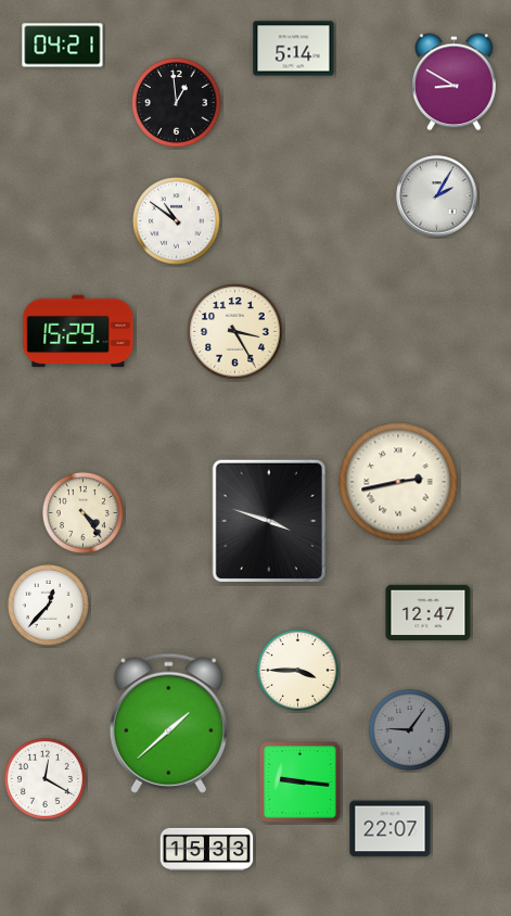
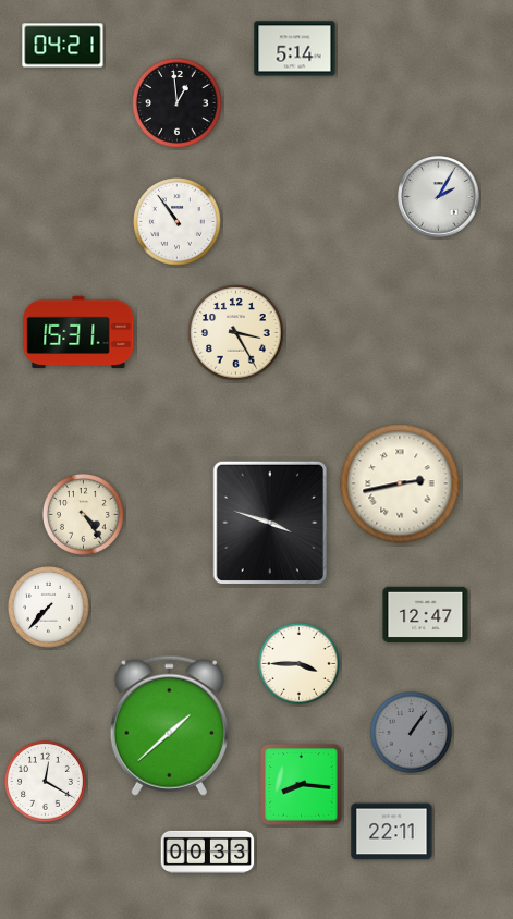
clock at (455, 82): 8:50 -> none
clock at (177, 221): 10:51 -> 10:54
clock at (78, 331): 15:29 -> 15:31
clock at (48, 605): 12:37 -> 7:37
clock at (429, 613) position: (429, 613) -> (426, 615)
clock at (297, 670) position: (297, 670) -> (298, 663)
clock at (409, 729): 9:06 -> 1:06
clock at (301, 783): 9:16 -> 8:16
clock at (391, 829): 22:07 -> 22:11
clock at (207, 849): 15:33 -> 00:33
